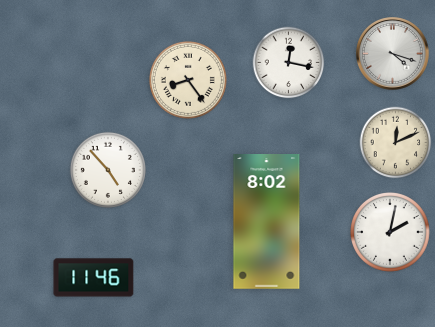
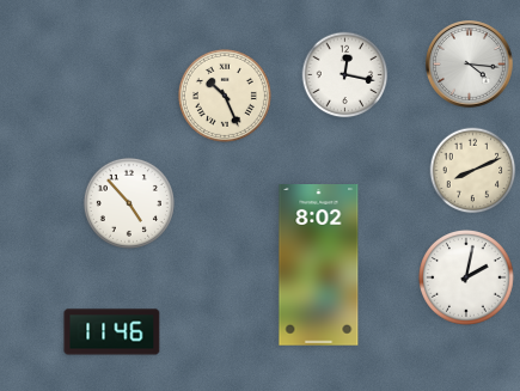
clock at (393, 54): 4:18 -> 4:16
clock at (188, 80): 8:24 -> 10:26
clock at (396, 143): 12:11 -> 8:11
